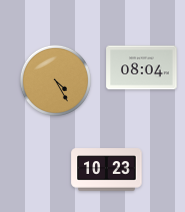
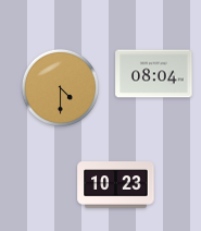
clock at (55, 80): 4:25 -> 4:30
